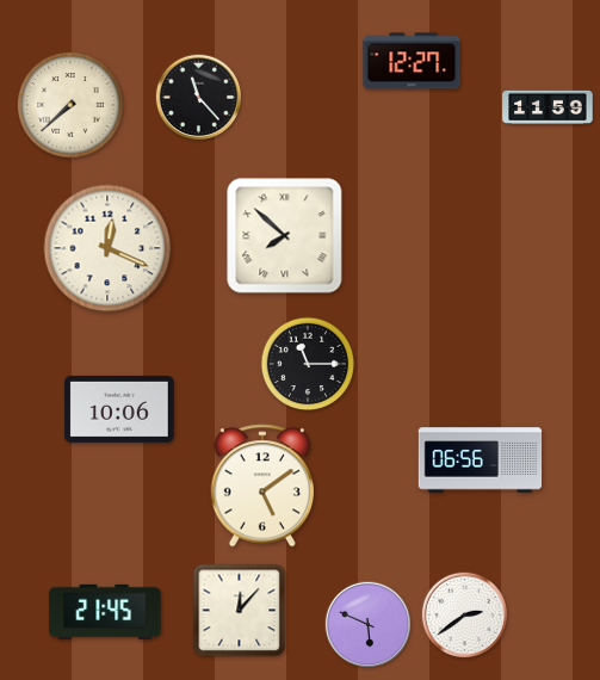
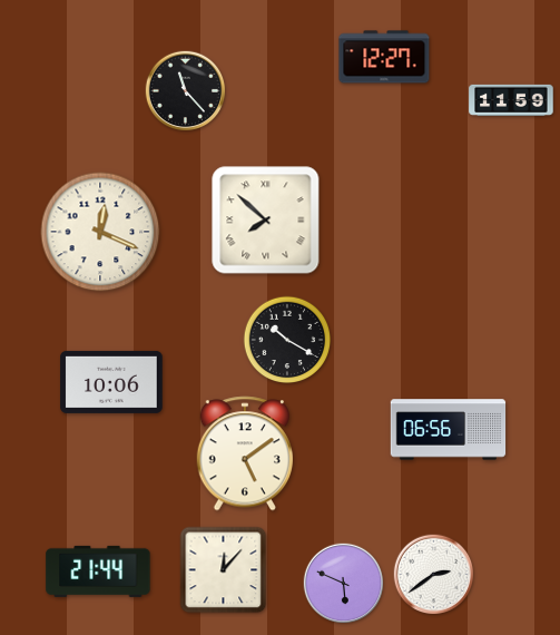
clock at (70, 105): 7:38 -> none
clock at (308, 364): 11:15 -> 10:20
clock at (105, 612): 21:45 -> 21:44
